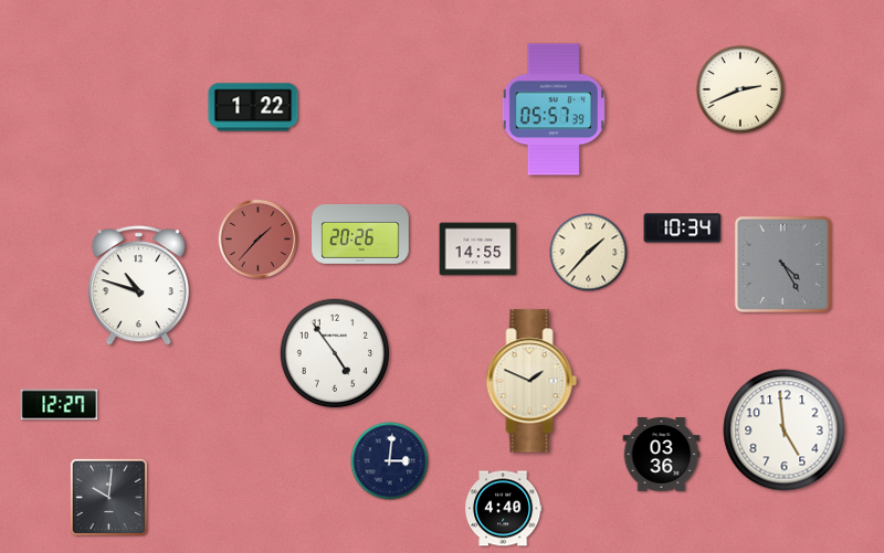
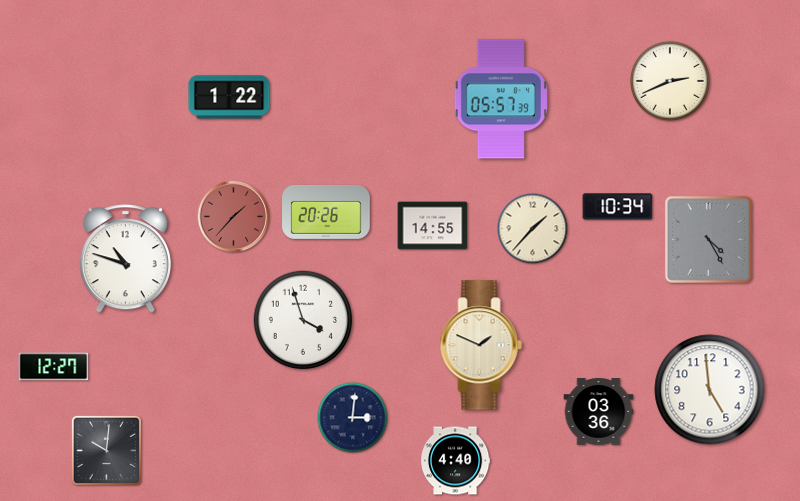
clock at (335, 353): 4:54 -> 3:57
clock at (108, 497) position: (108, 497) -> (106, 450)
